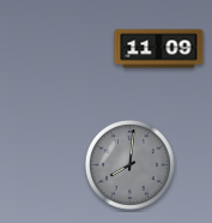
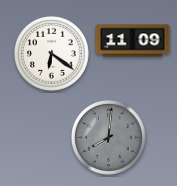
clock at (52, 54): none -> 6:21
